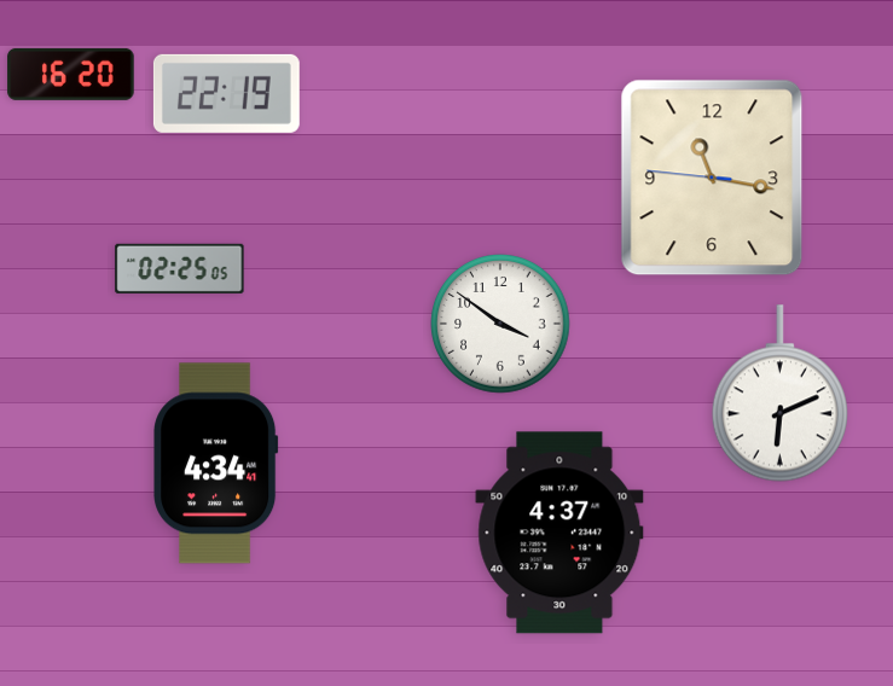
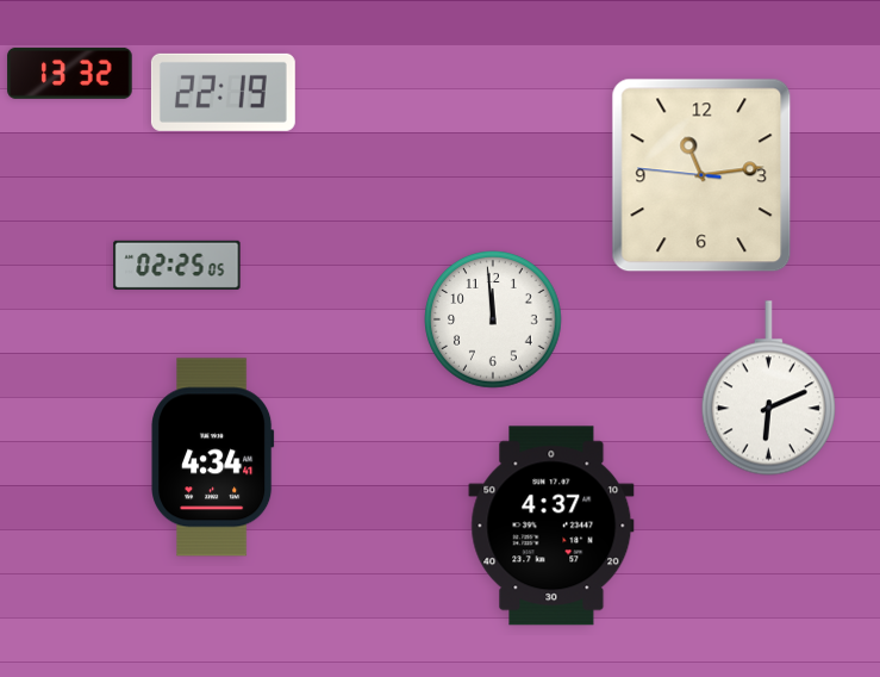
clock at (71, 74): 16:20 -> 13:32
clock at (712, 178): 11:16 -> 11:13
clock at (500, 324): 3:51 -> 11:59
